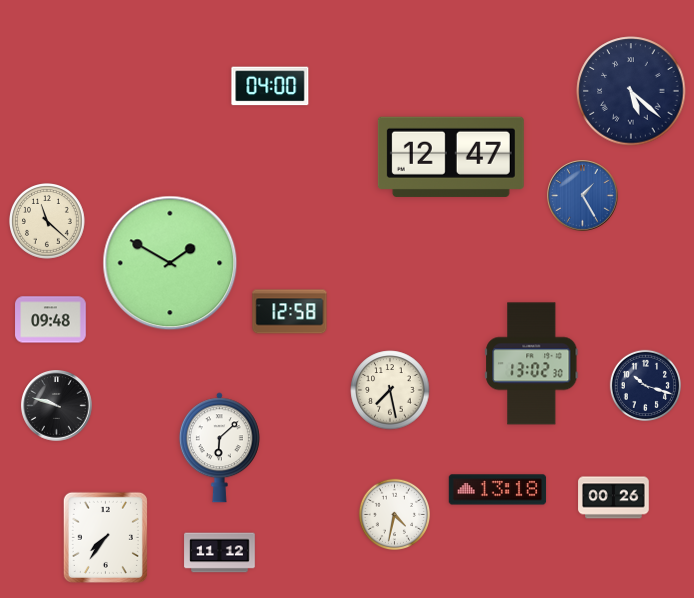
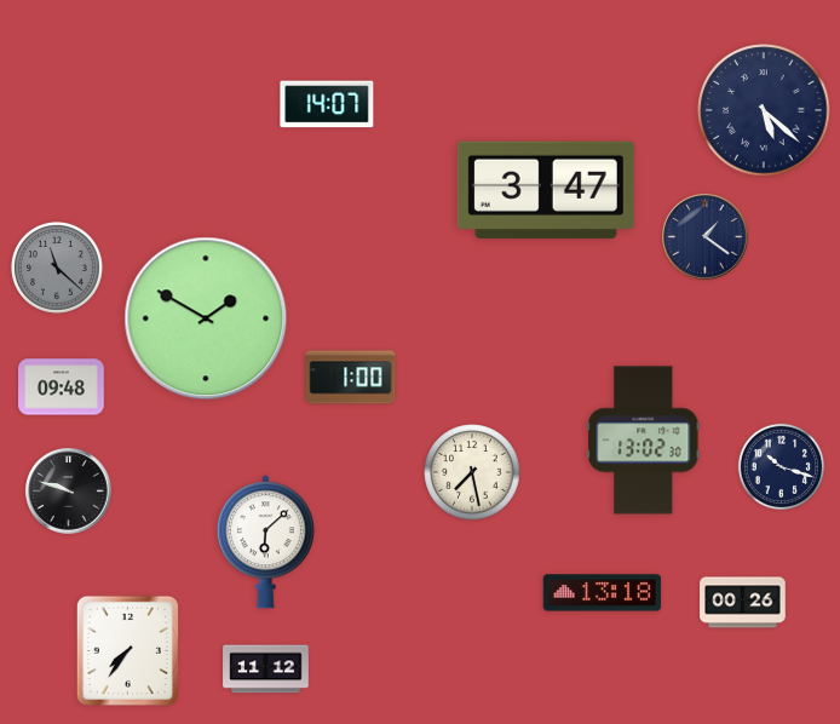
clock at (270, 86): 04:00 -> 14:07
clock at (451, 157): 12:47 -> 3:47
clock at (583, 196): 1:25 -> 1:21
clock at (583, 196) dial: blue -> navy
clock at (48, 222) dial: cream -> grey
clock at (290, 312): 12:58 -> 1:00
clock at (394, 514): 4:32 -> none
